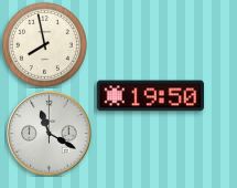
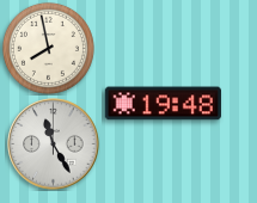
clock at (150, 96): 19:50 -> 19:48
clock at (50, 134): 11:20 -> 11:25
